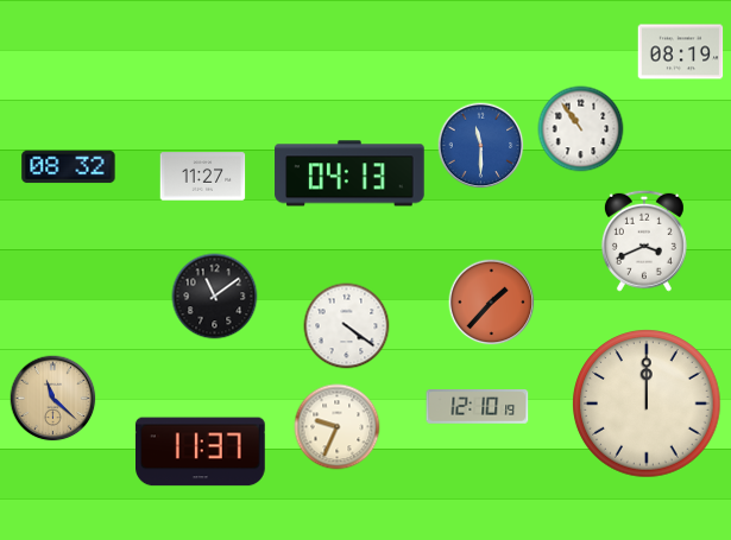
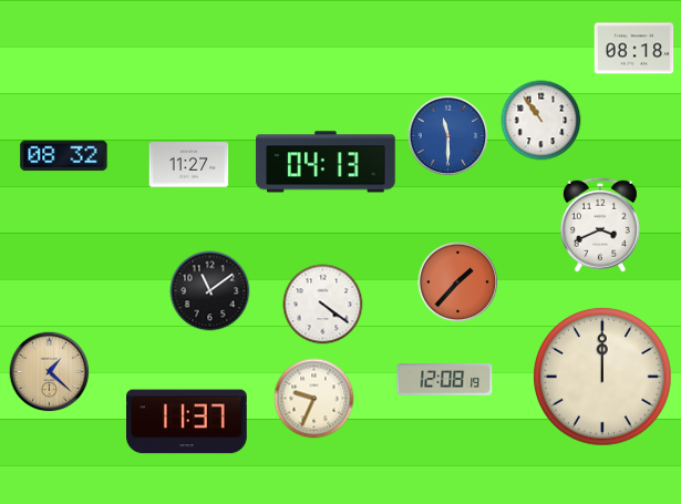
clock at (681, 52): 08:19 -> 08:18
clock at (215, 297) position: (215, 297) -> (210, 291)
clock at (53, 399): 11:22 -> 1:22
clock at (478, 407): 12:10 -> 12:08
